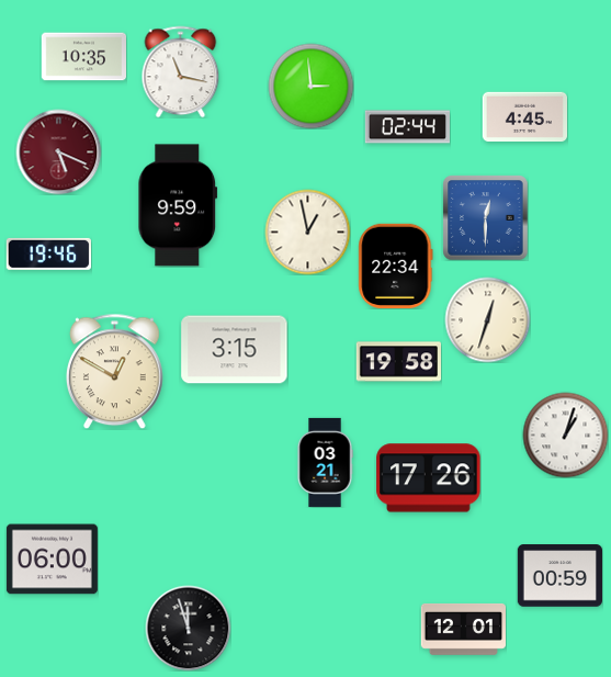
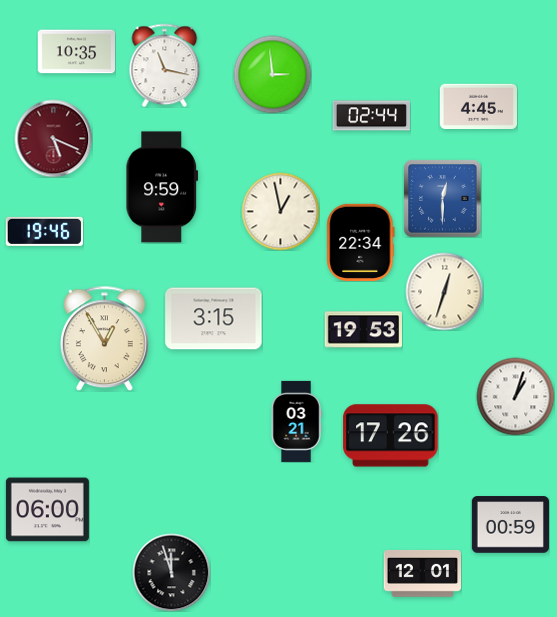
clock at (310, 86) position: (310, 86) -> (272, 74)
clock at (398, 362): 19:58 -> 19:53
clock at (114, 371): 12:50 -> 12:55
